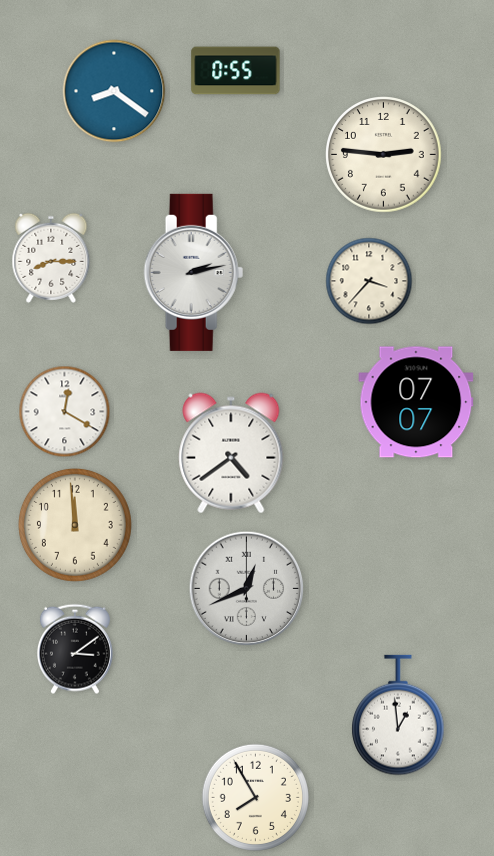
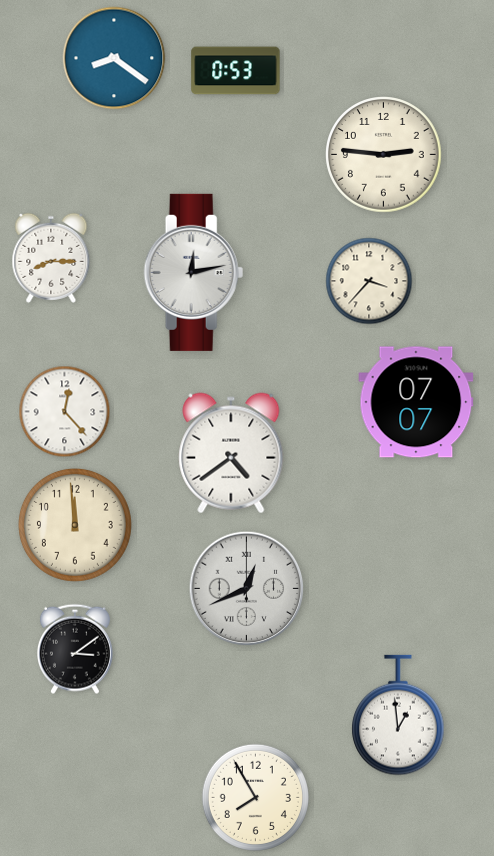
clock at (236, 71): 0:55 -> 0:53
clock at (114, 91) position: (114, 91) -> (114, 58)
clock at (194, 272): 2:13 -> 12:13
clock at (65, 412): 12:20 -> 12:23
